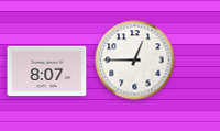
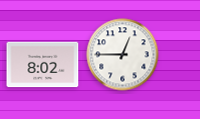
clock at (47, 72): 8:07 -> 8:02
